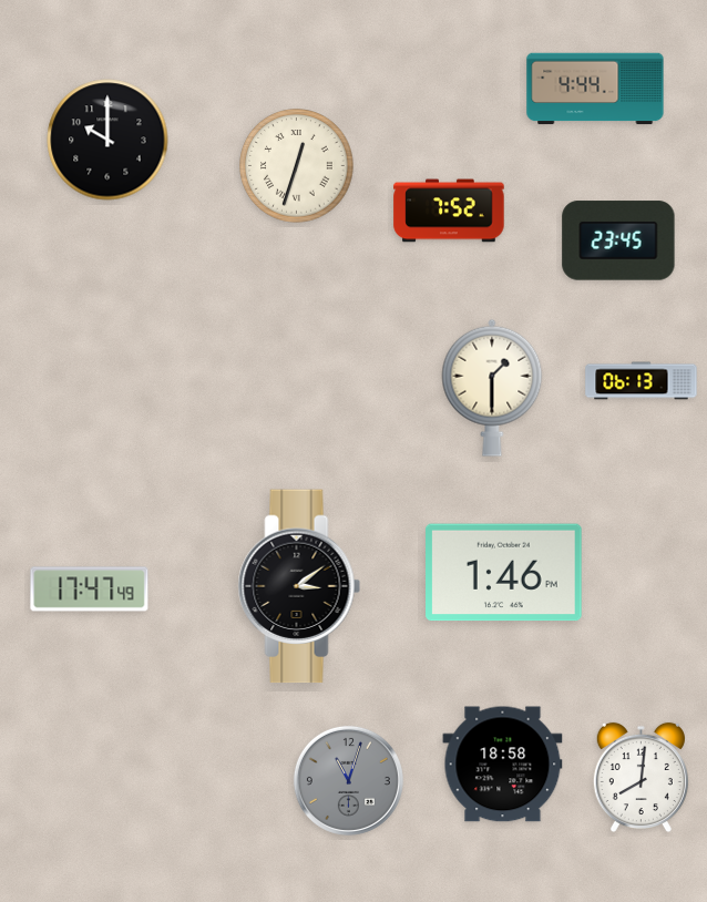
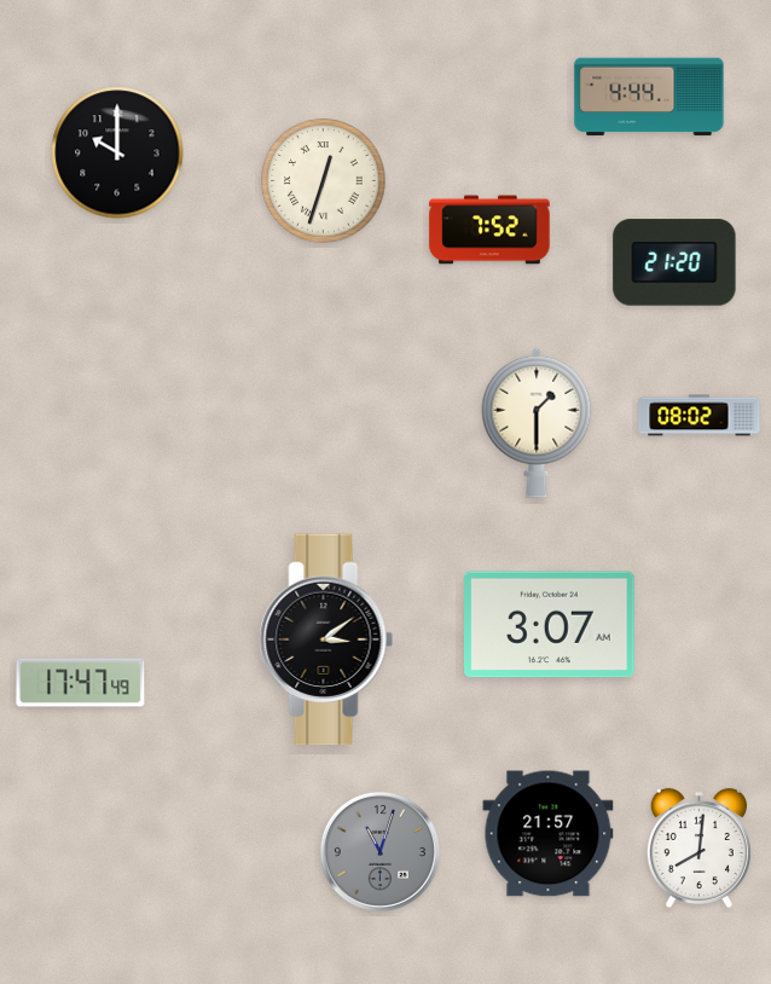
clock at (618, 240): 23:45 -> 21:20
clock at (642, 381): 06:13 -> 08:02
clock at (504, 573): 1:46 -> 3:07
clock at (90, 590) position: (90, 590) -> (81, 683)
clock at (503, 765): 18:58 -> 21:57
